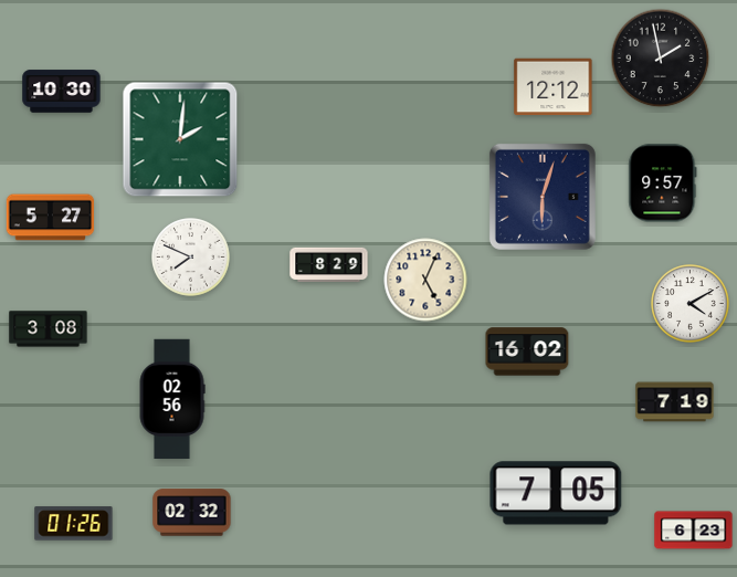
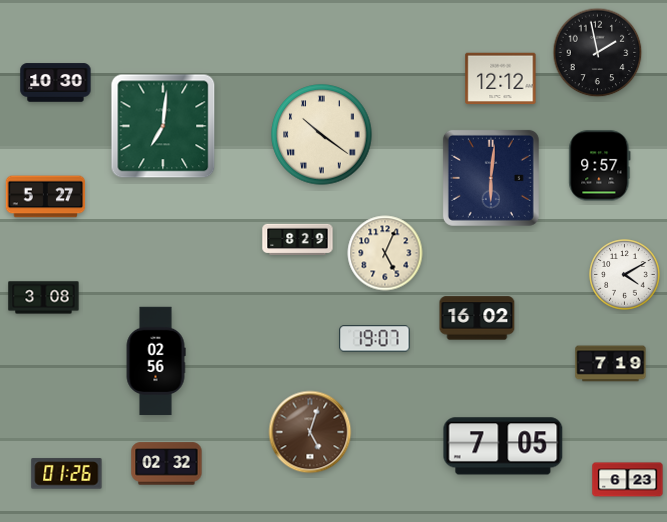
clock at (180, 139): 2:01 -> 7:01
clock at (322, 135): none -> 10:21
clock at (543, 197): 6:03 -> 6:01
clock at (191, 258): 7:49 -> none
clock at (375, 339): none -> 19:07
clock at (310, 432): none -> 5:03
clock at (192, 513) position: (192, 513) -> (167, 464)
